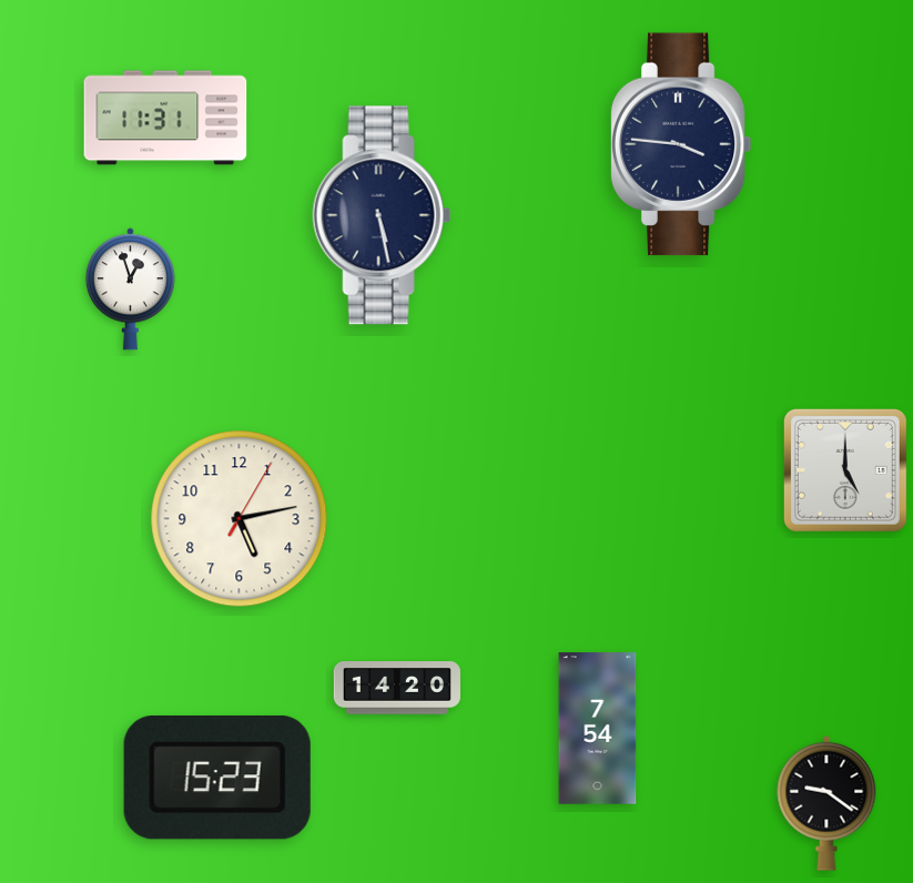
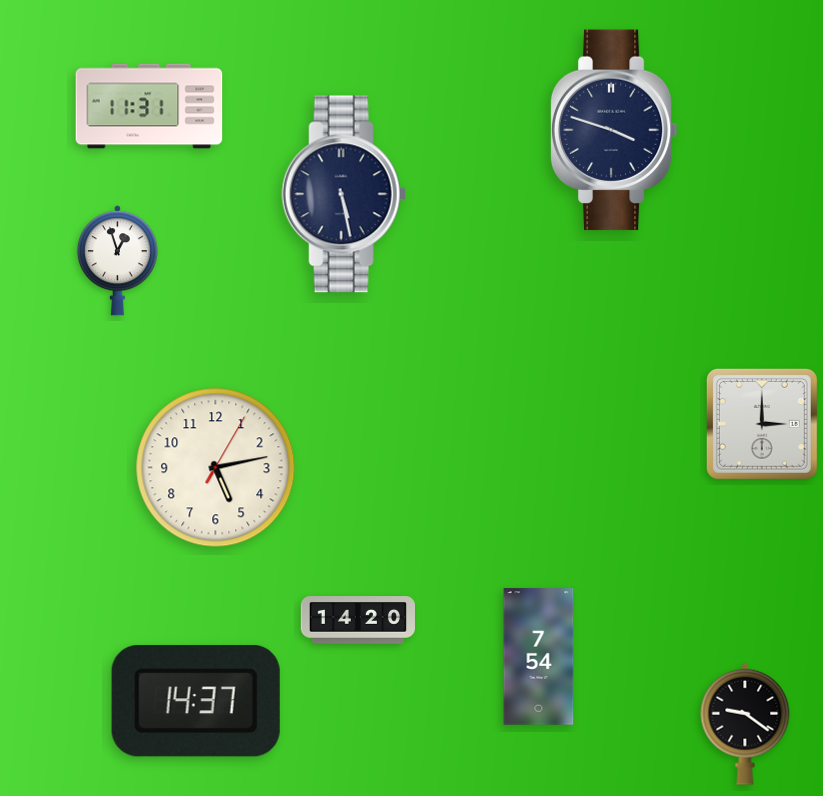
clock at (681, 144): 3:46 -> 3:48
clock at (845, 470): 5:00 -> 3:00
clock at (217, 778): 15:23 -> 14:37
